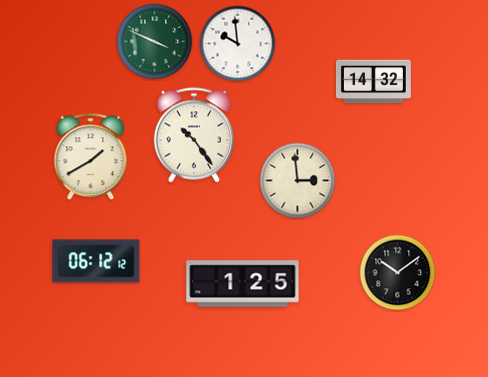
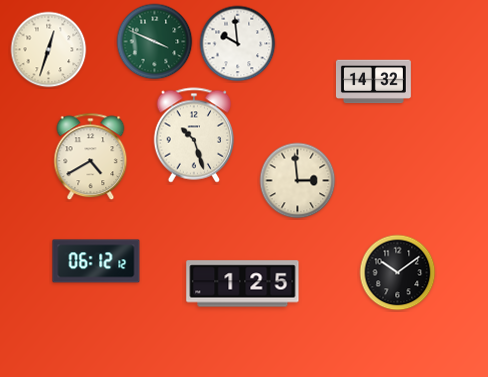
clock at (49, 50): none -> 12:33
clock at (194, 135): 10:24 -> 10:27
clock at (91, 157): 1:40 -> 4:40
